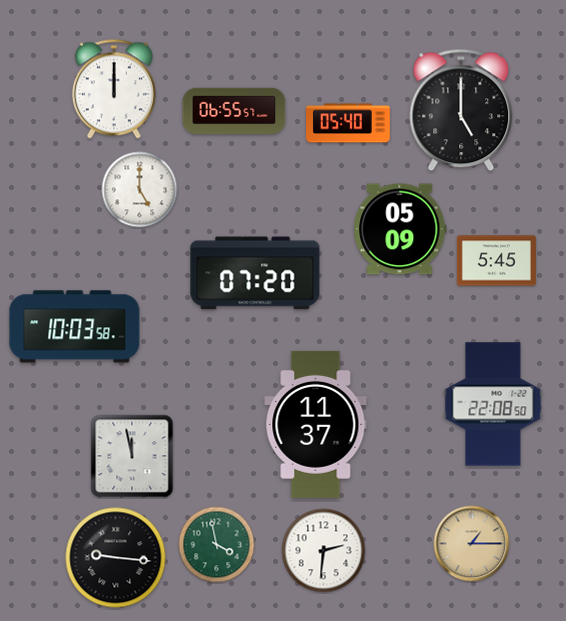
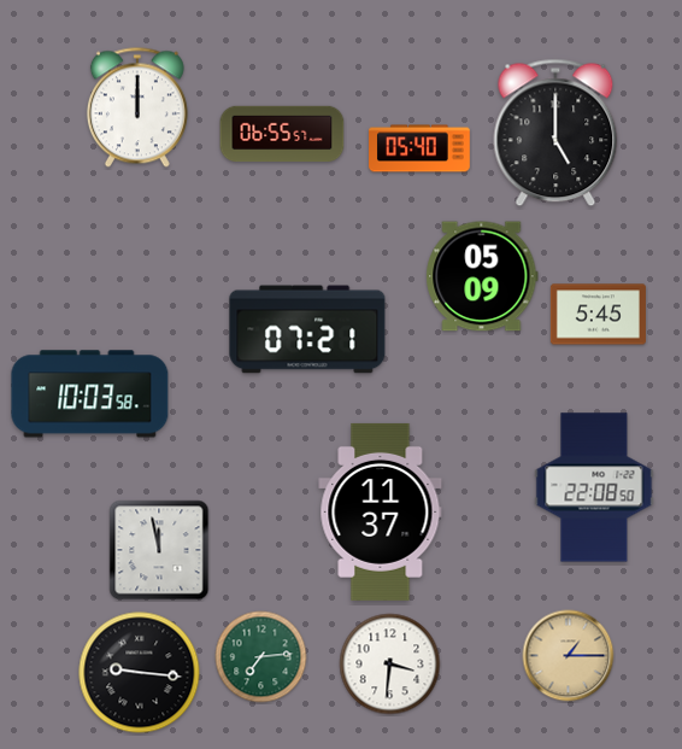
clock at (140, 190): 5:00 -> none
clock at (255, 273): 07:20 -> 07:21
clock at (217, 545): 3:58 -> 7:14
clock at (324, 551): 2:31 -> 3:31
